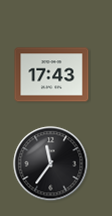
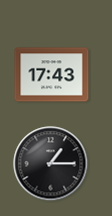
clock at (51, 164): 11:36 -> 1:15
